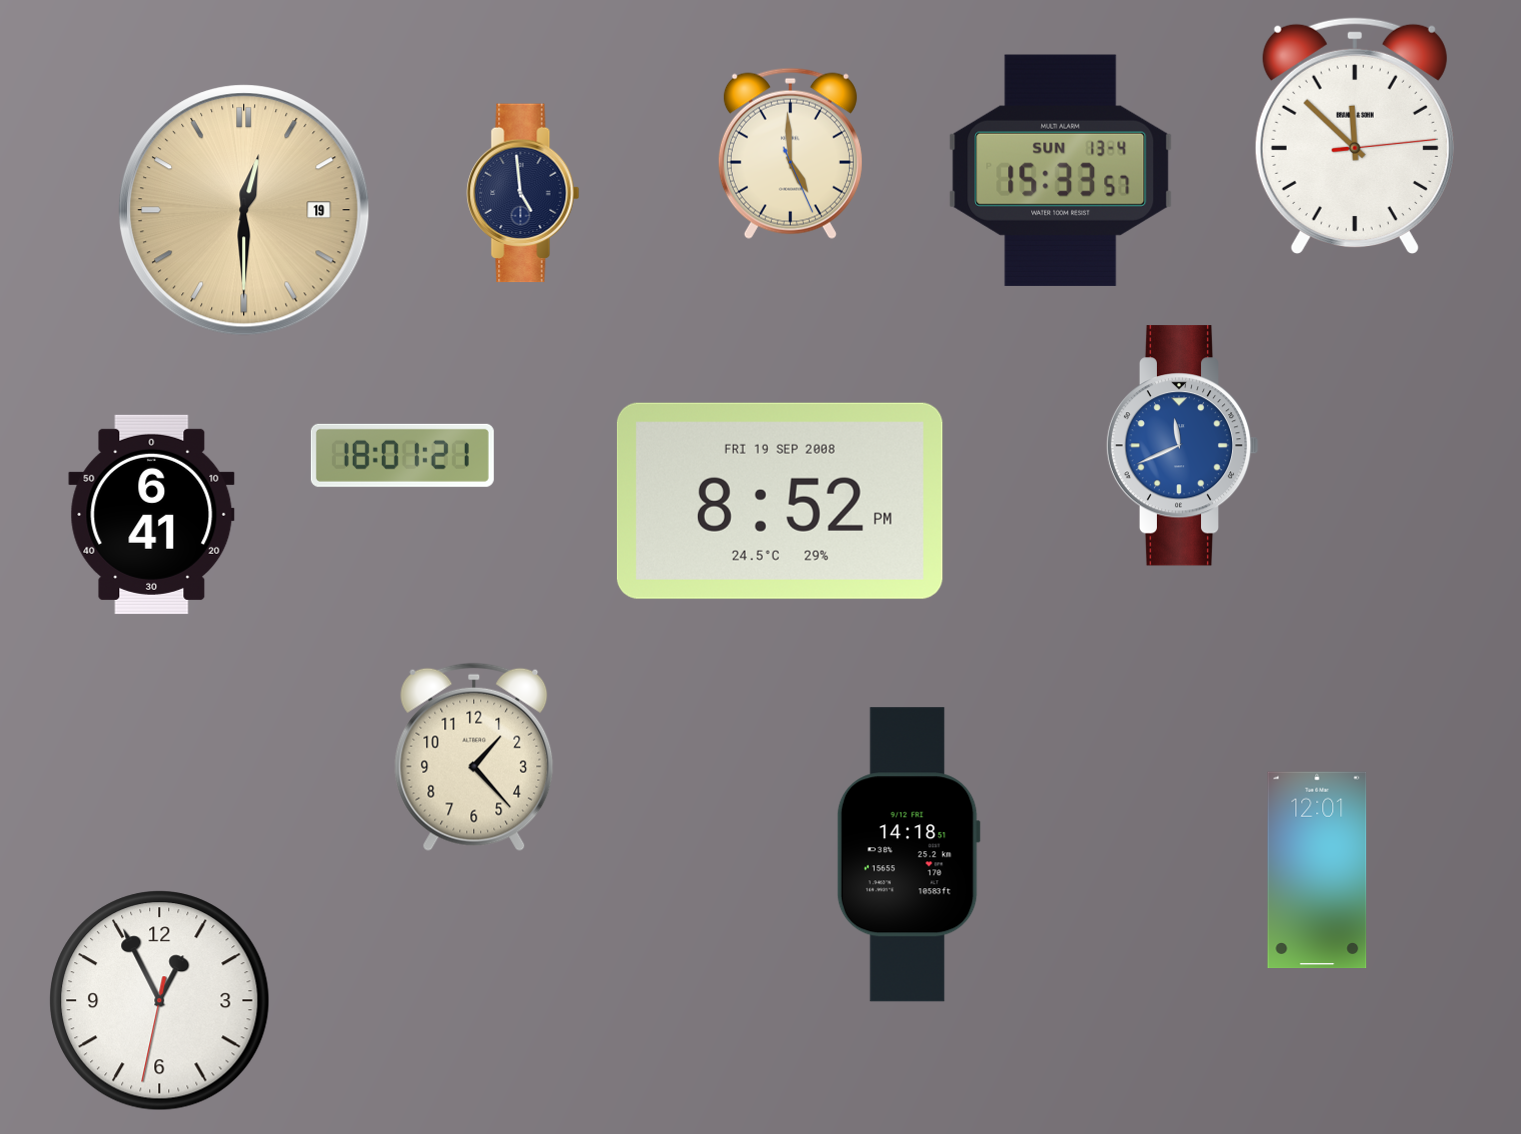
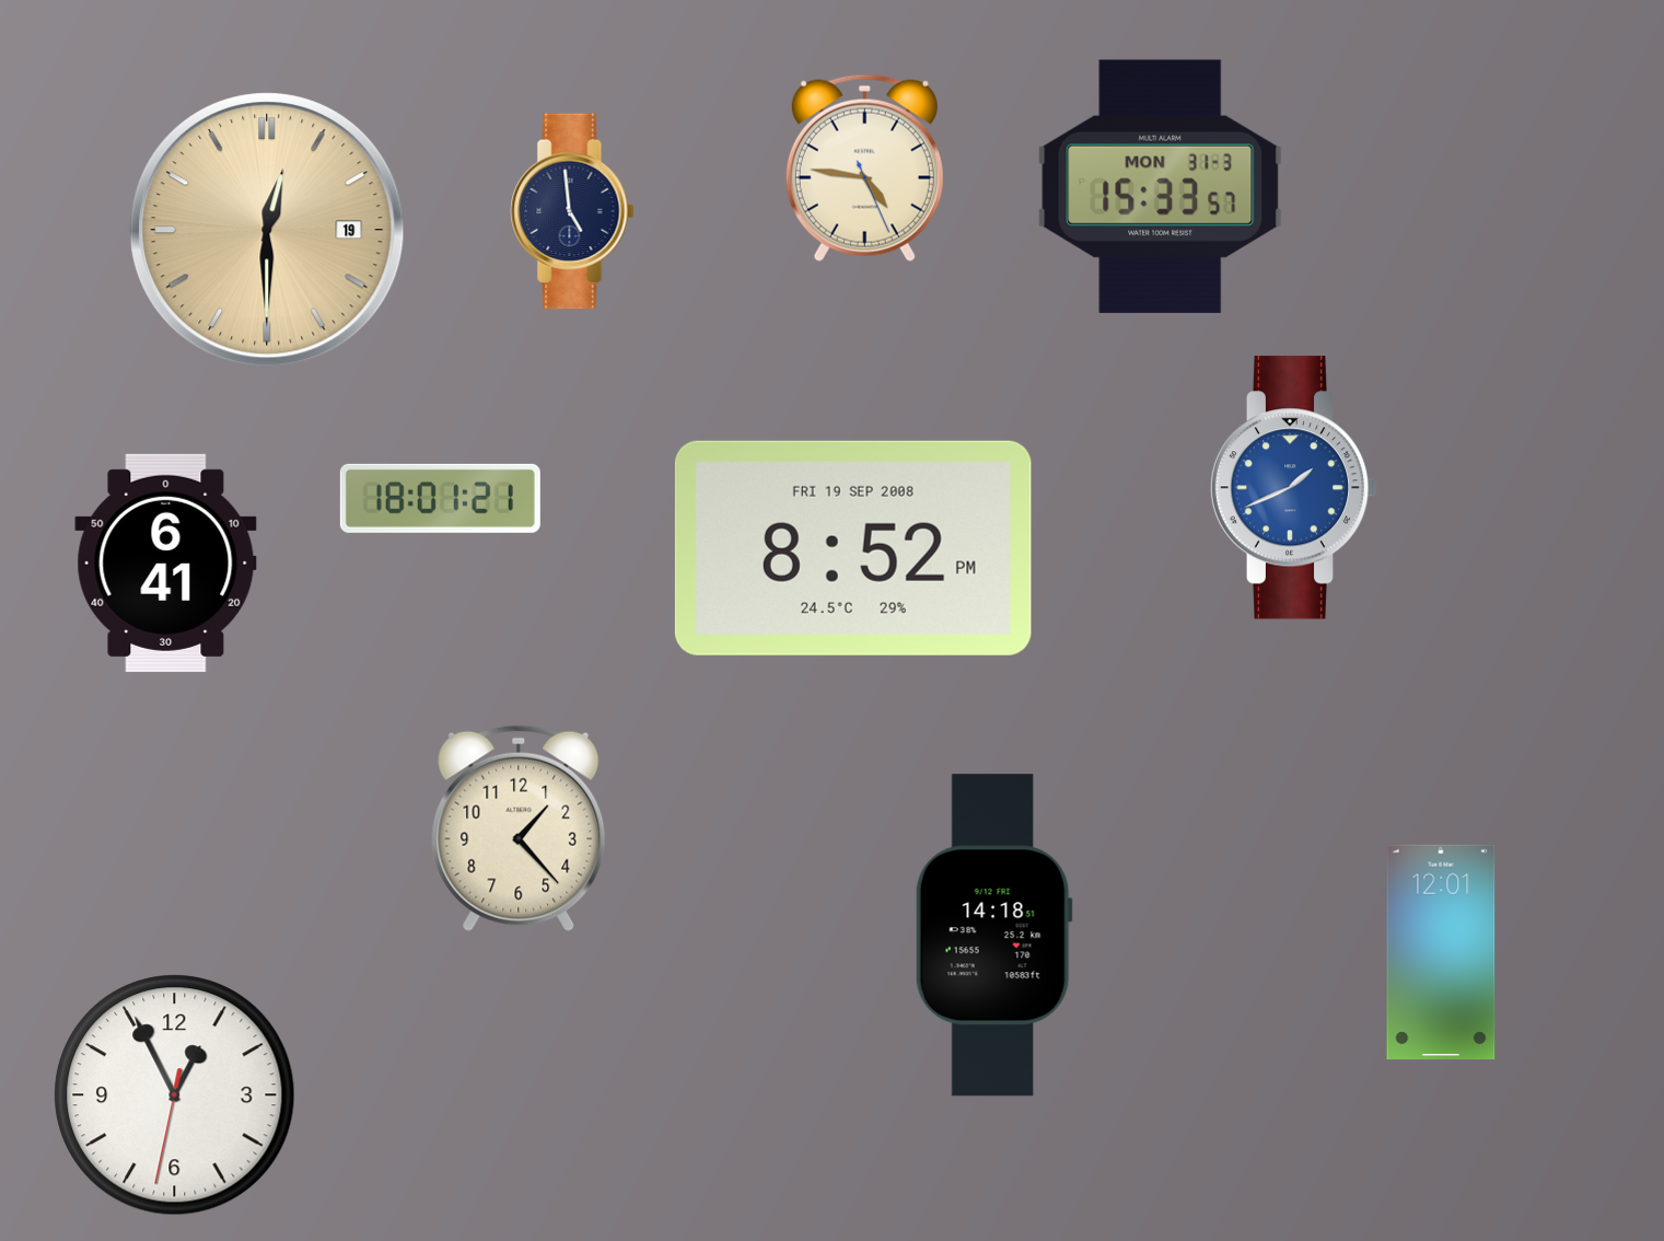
clock at (1355, 135): 11:52 -> none
clock at (790, 153): 4:59 -> 4:46
clock at (1061, 170) date: SUN 13-4 -> MON 31-3
clock at (1182, 446): 11:41 -> 1:41
